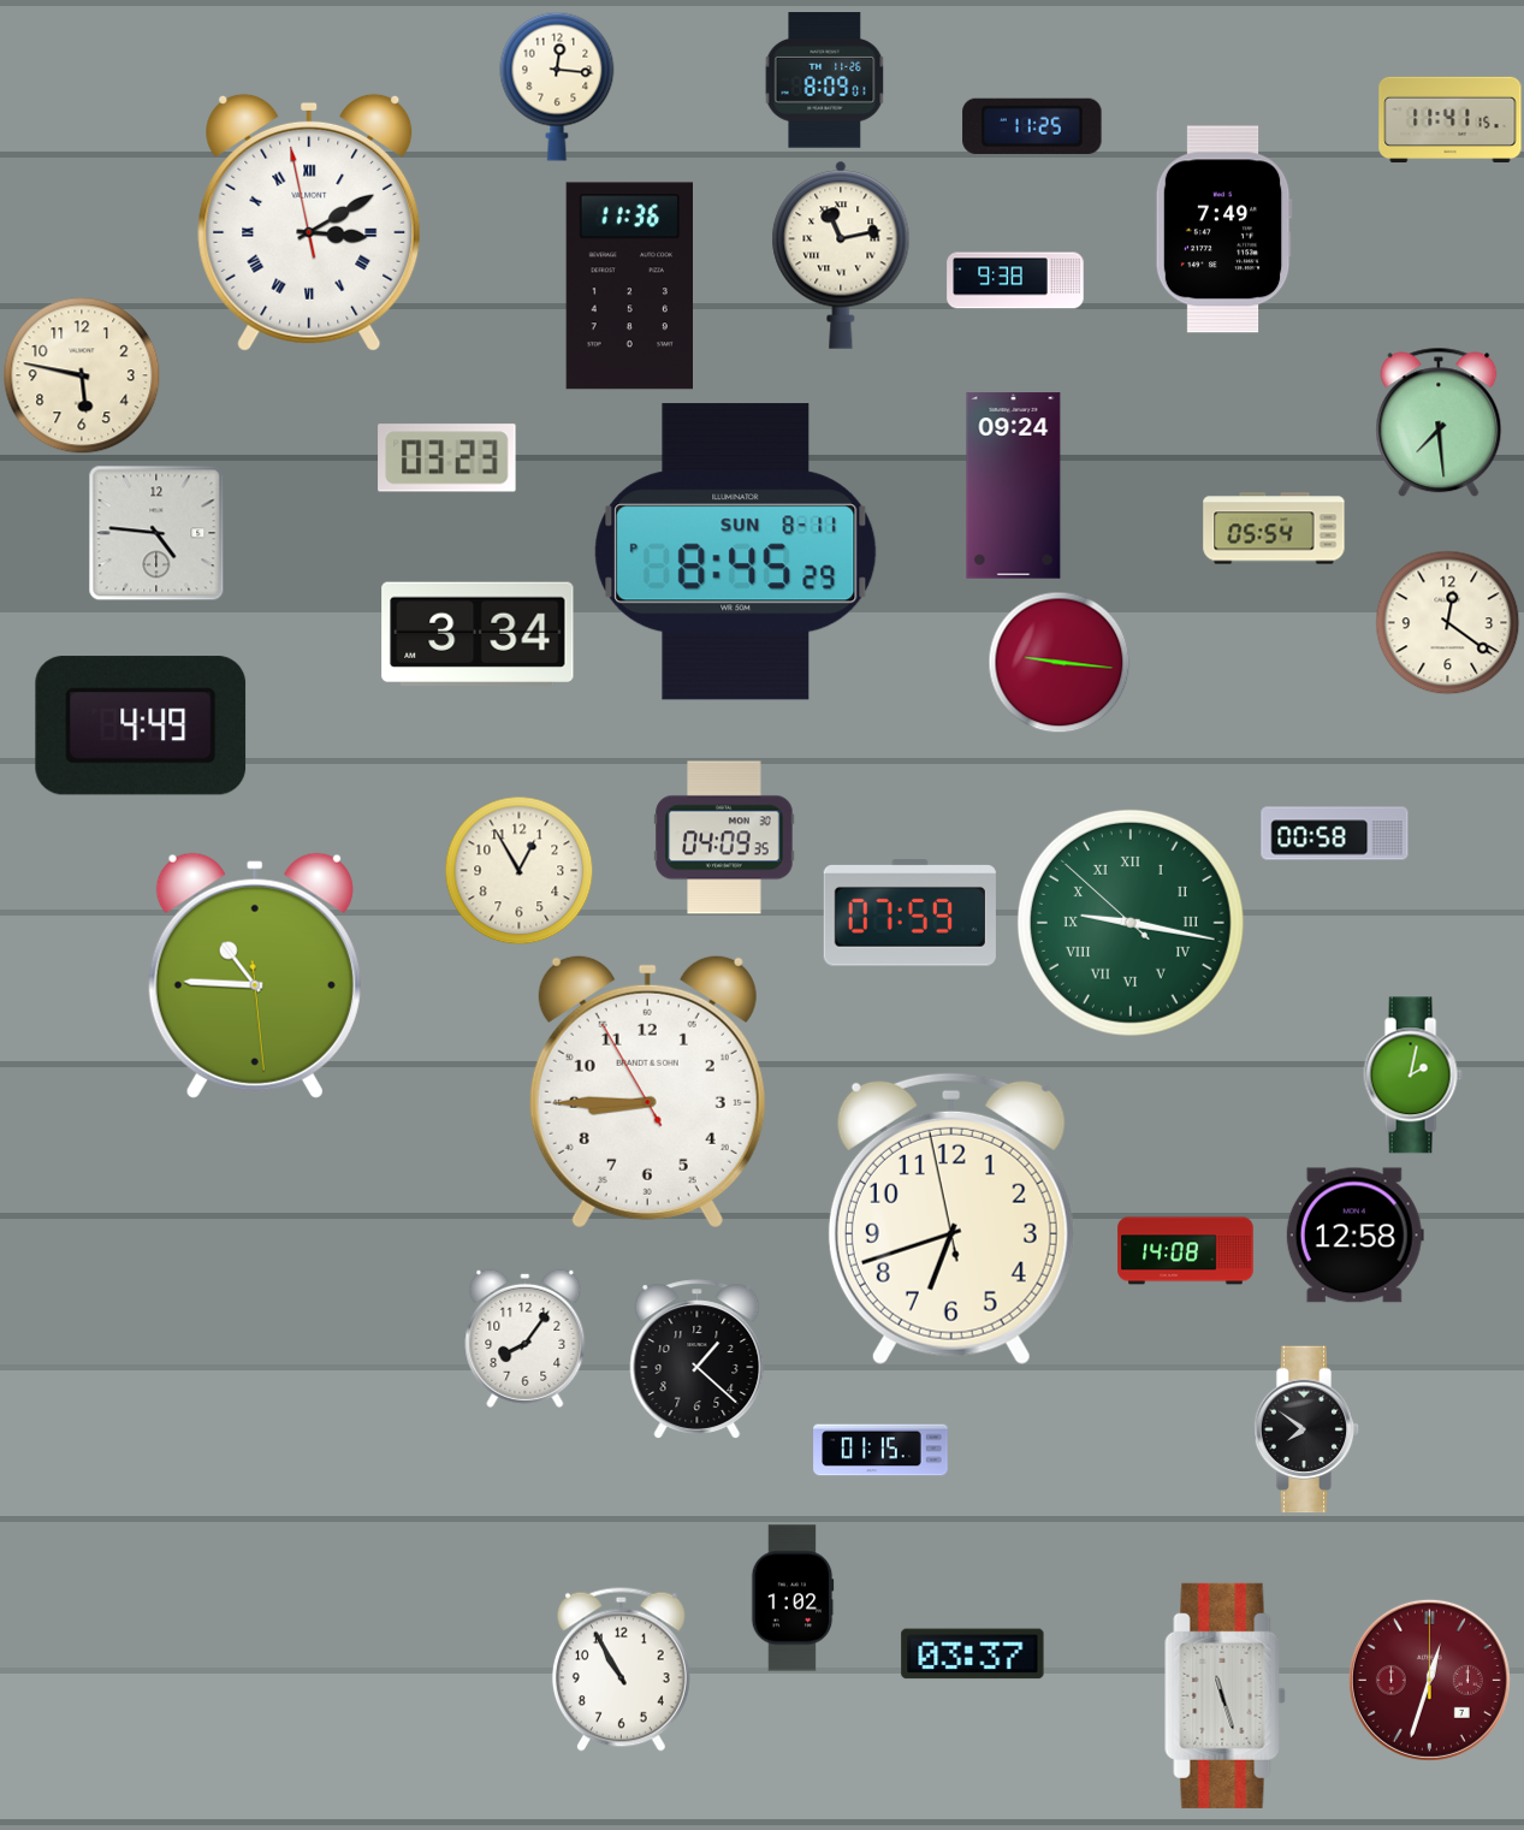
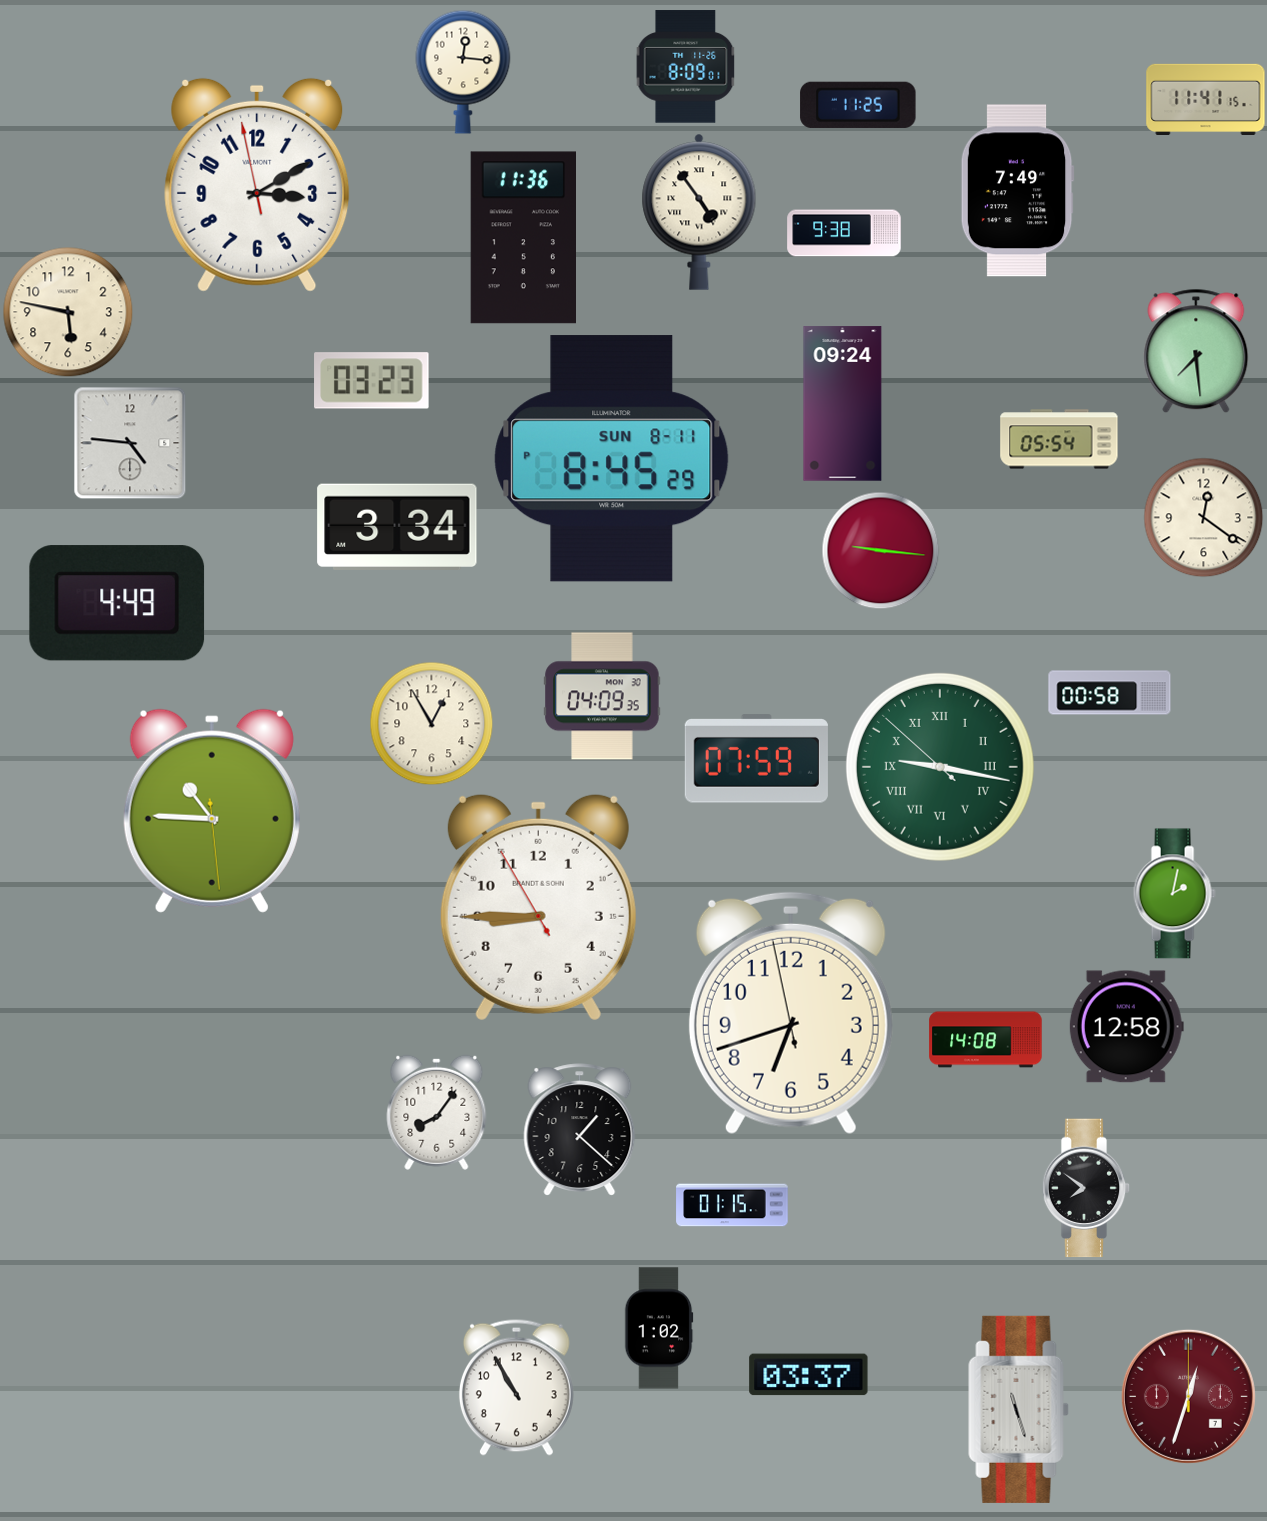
clock at (309, 223) numerals: Roman -> Arabic
clock at (841, 255): 11:13 -> 4:54
